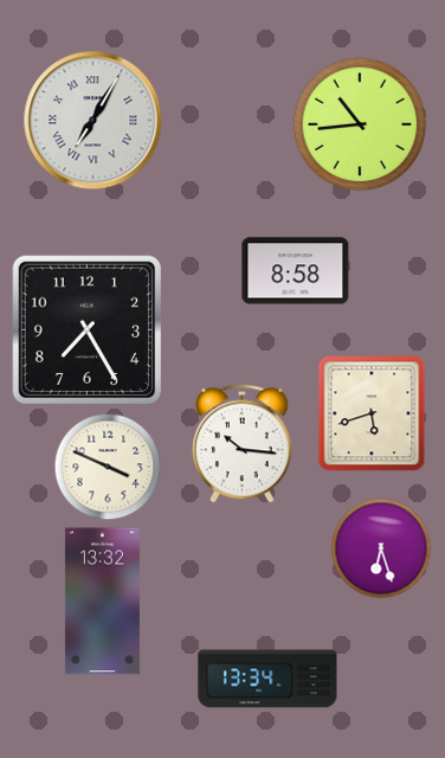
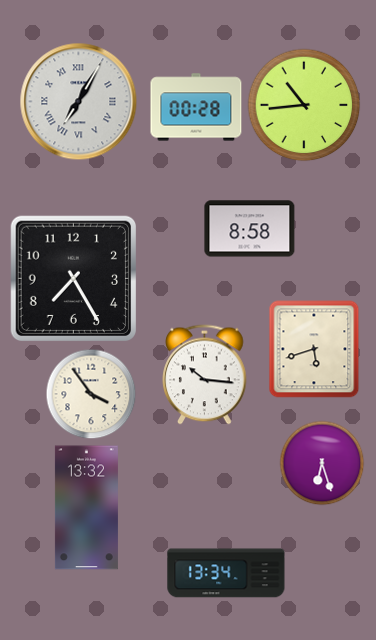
clock at (196, 107): none -> 00:28
clock at (108, 467): 3:49 -> 3:54
